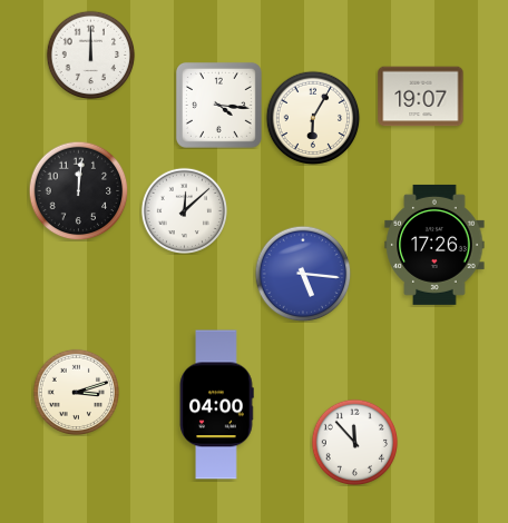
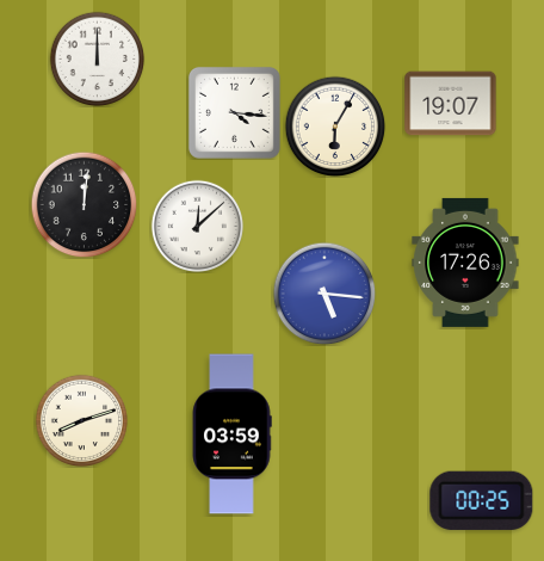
clock at (76, 392): 3:12 -> 8:12
clock at (216, 405): 04:00 -> 03:59
clock at (354, 442): 11:53 -> none
clock at (482, 500): none -> 00:25
